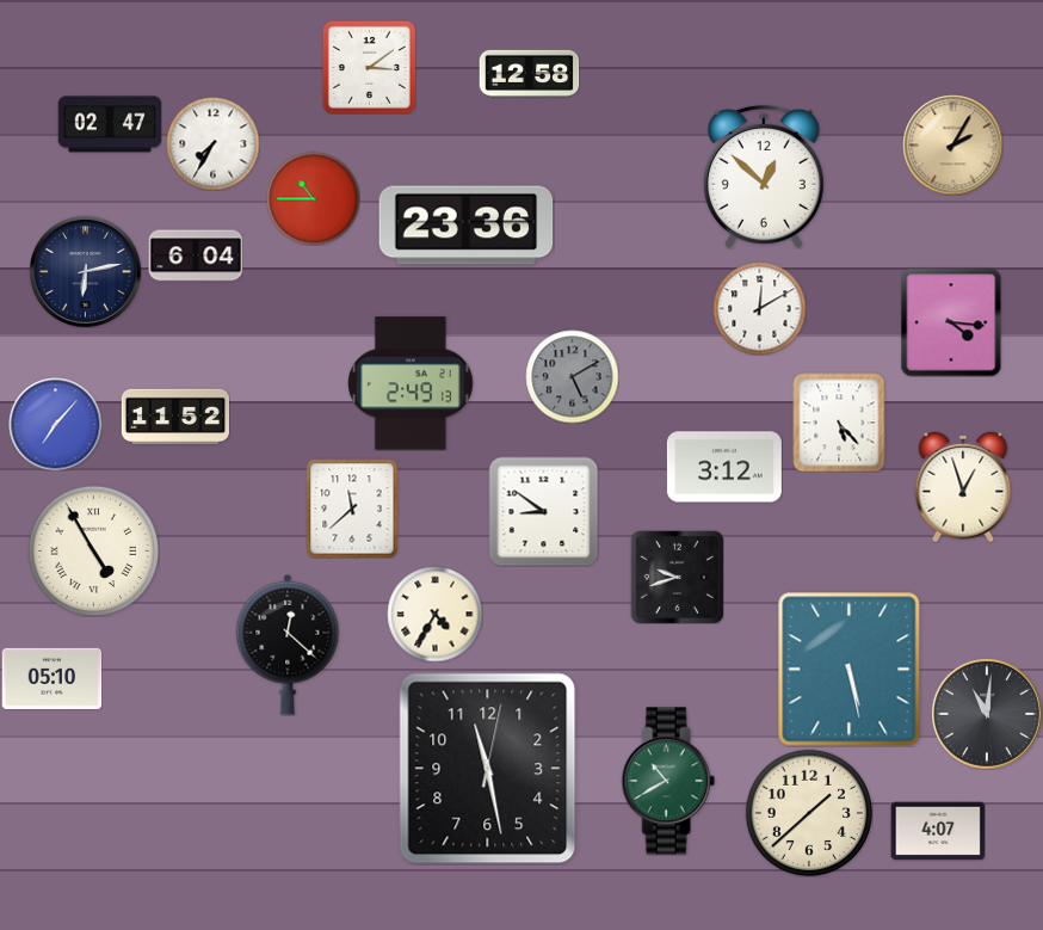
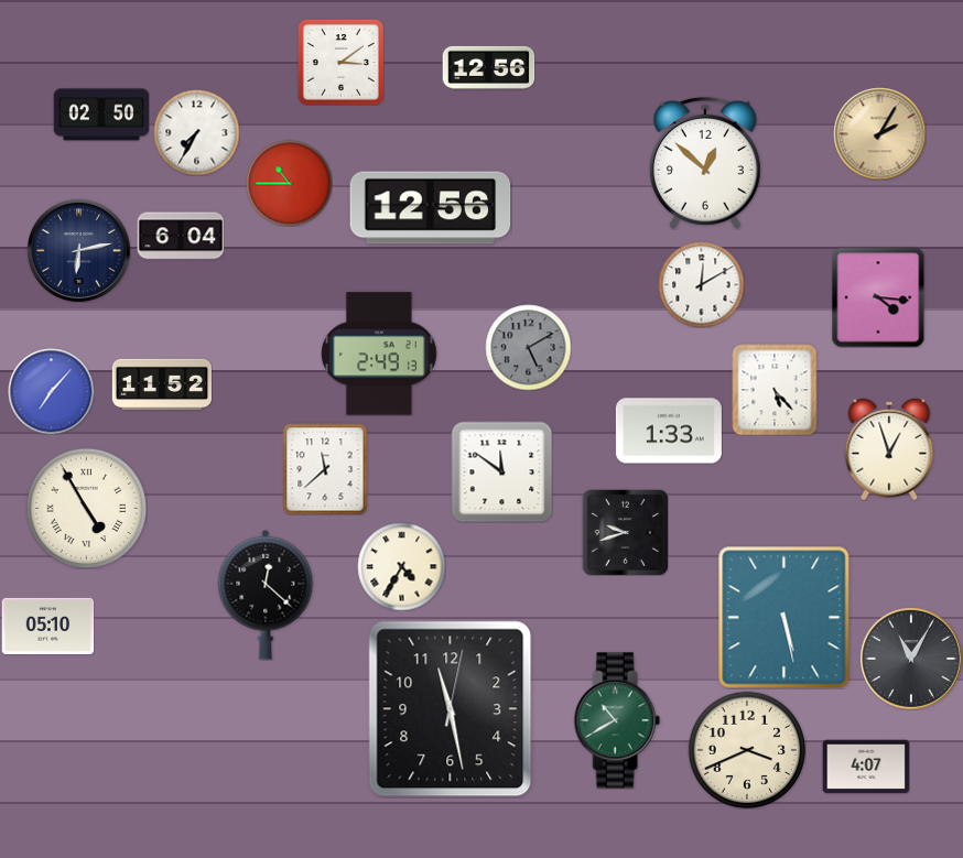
clock at (529, 73): 12:58 -> 12:56
clock at (110, 124): 02:47 -> 02:50
clock at (467, 226): 23:36 -> 12:56
clock at (724, 467): 3:12 -> 1:33
clock at (543, 511): 8:51 -> 11:51
clock at (987, 714): 11:01 -> 11:05
clock at (808, 812): 1:38 -> 3:41
